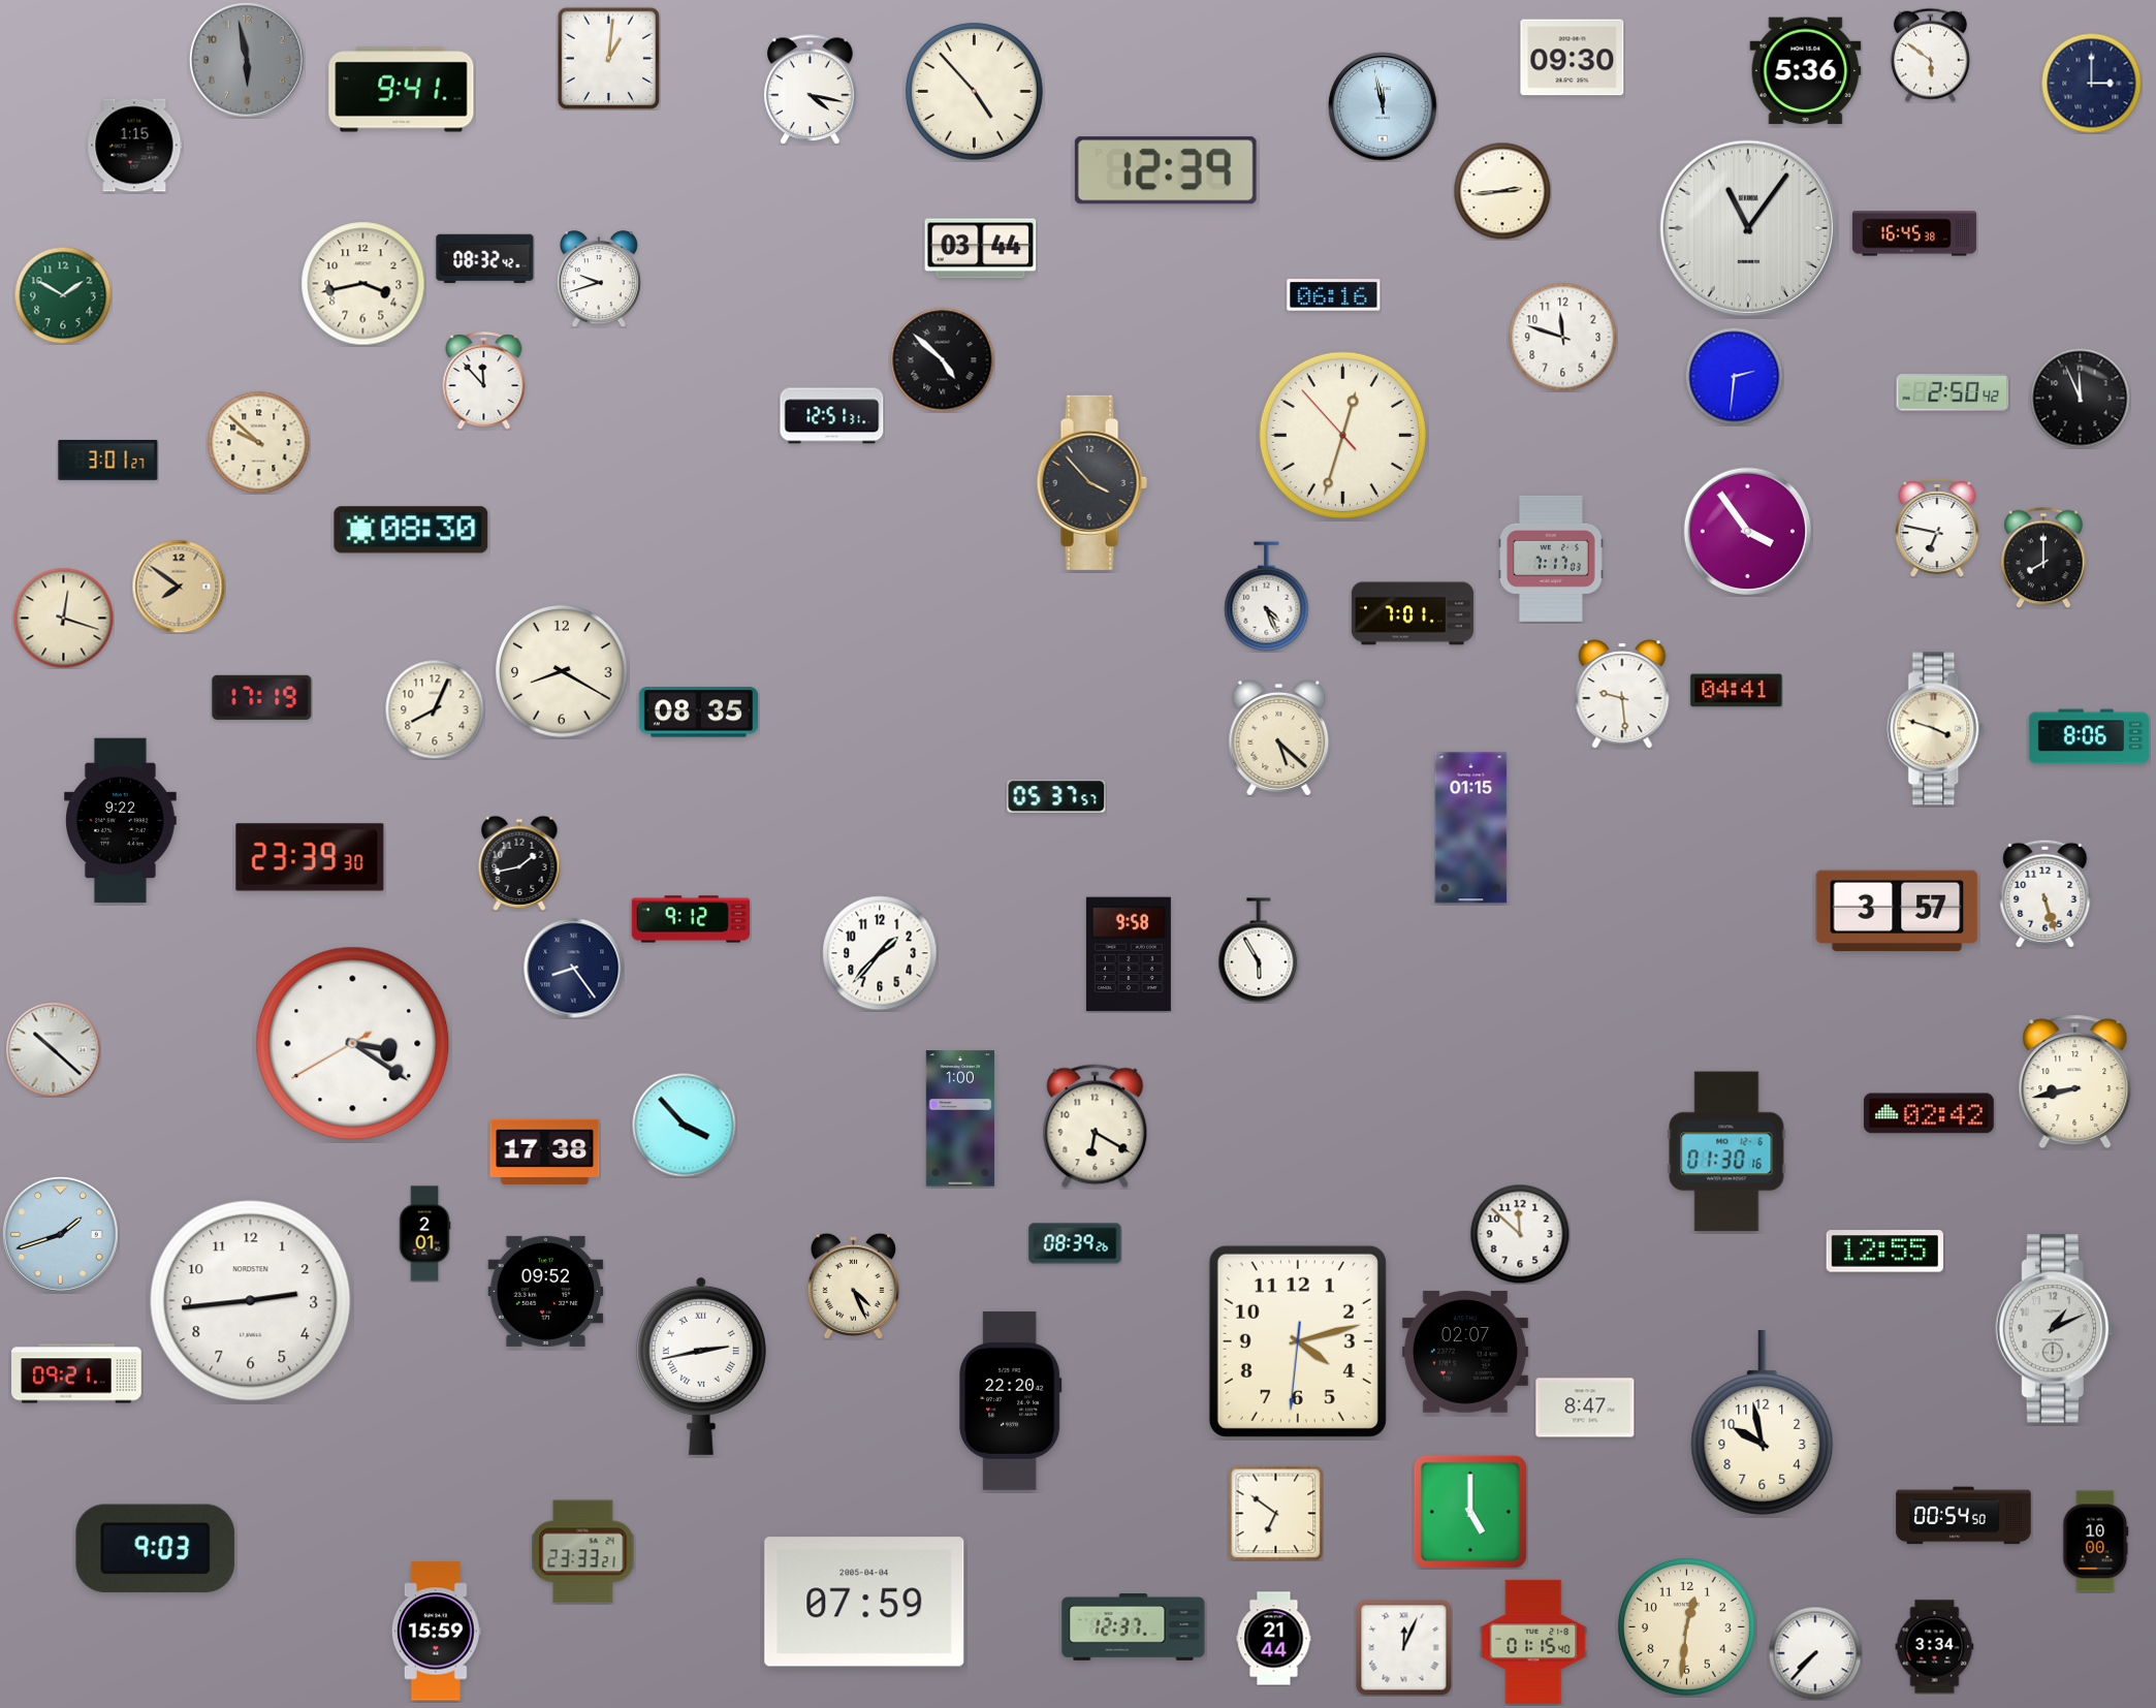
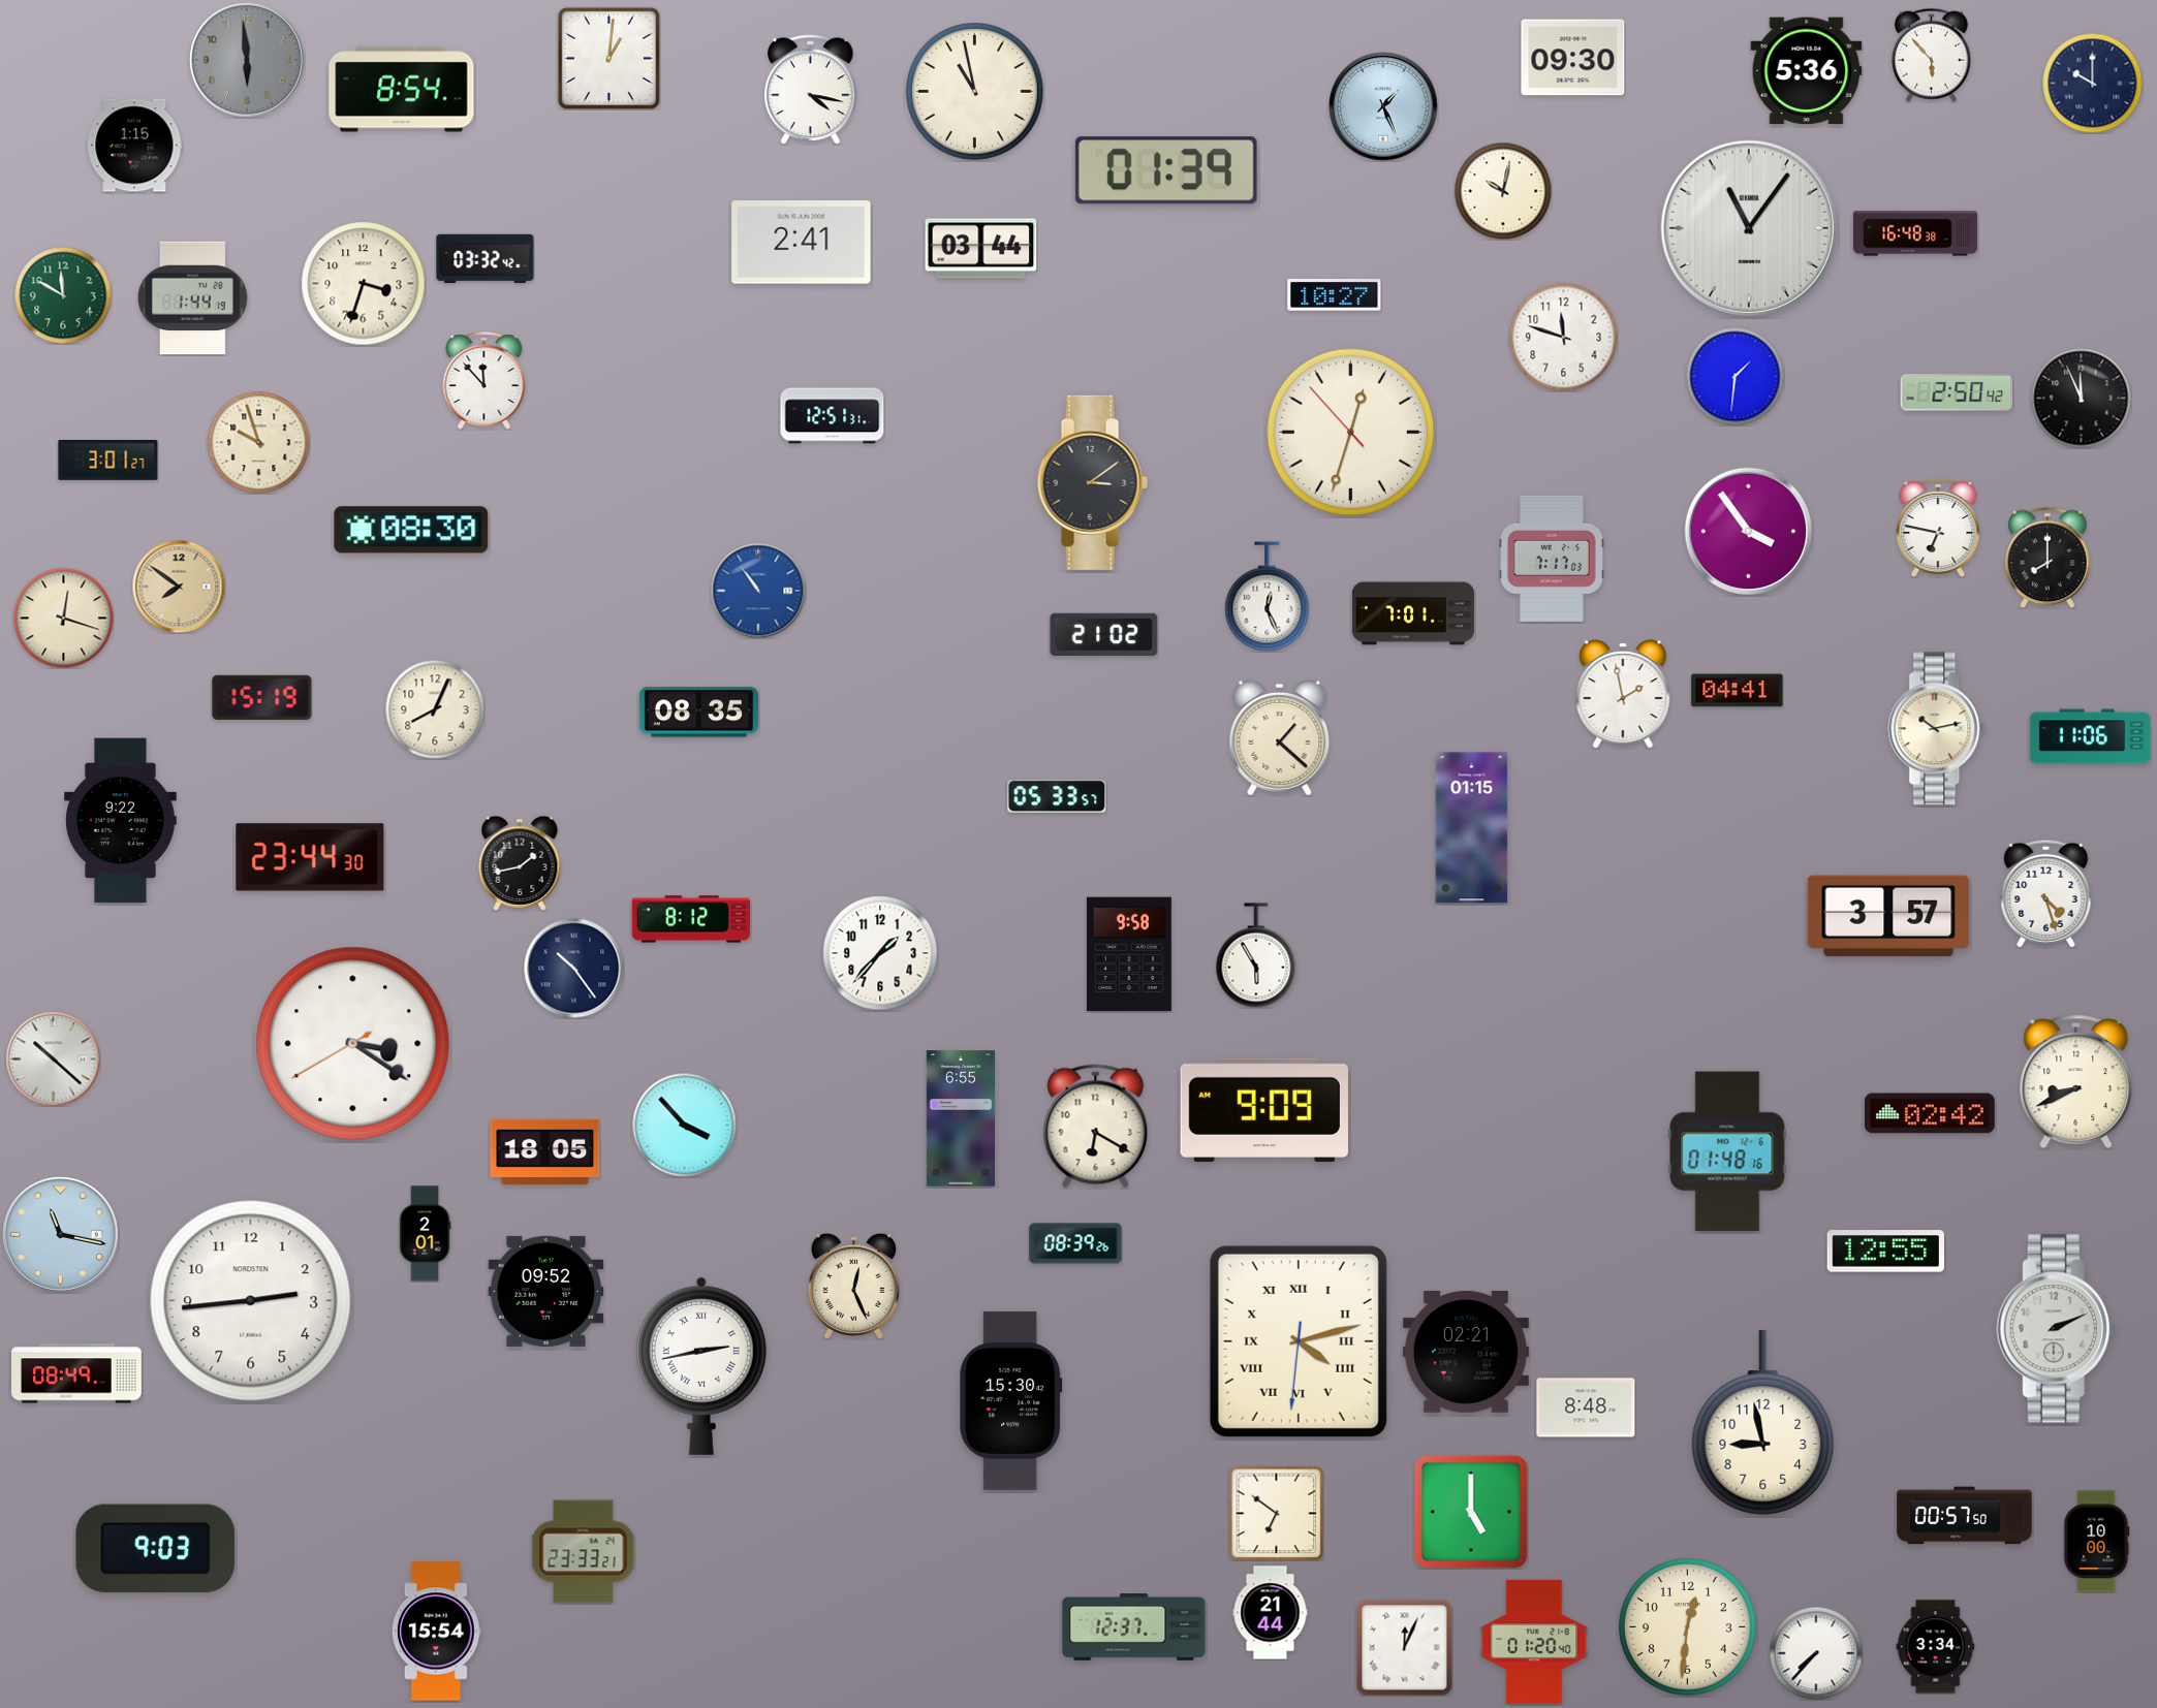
clock at (1930, 55): 5:51 -> 5:53
clock at (248, 61): 5:58 -> 5:59
clock at (2091, 83): 3:00 -> 10:00
clock at (402, 90): 9:41 -> 8:54
clock at (974, 91): 4:53 -> 10:58
clock at (1383, 106): 11:58 -> 1:26
clock at (1166, 170): 12:39 -> 01:39
clock at (1502, 191): 2:44 -> 10:02
clock at (1914, 233): 16:45 -> 16:48
clock at (802, 243): none -> 2:41
clock at (485, 259): 08:32 -> 03:32
clock at (599, 279): 9:42 -> none
clock at (363, 284): 3:43 -> 3:33
clock at (63, 295): 1:50 -> 11:50
clock at (1334, 295): 06:16 -> 10:27
clock at (192, 298): none -> 1:44
clock at (943, 360): 4:52 -> none
clock at (1734, 376): 2:31 -> 1:31
clock at (1953, 392) position: (1953, 392) -> (1957, 392)
clock at (1342, 435) position: (1342, 435) -> (1350, 432)
clock at (259, 443): 9:52 -> 9:57
clock at (1091, 482): 3:53 -> 3:09
clock at (2043, 558) position: (2043, 558) -> (2047, 558)
clock at (758, 591): none -> 10:54
clock at (1267, 597): 4:26 -> 12:26
clock at (1104, 634): none -> 21:02
clock at (562, 671): 8:20 -> none
clock at (1622, 694): 9:29 -> 1:58
clock at (262, 697): 17:19 -> 15:19
clock at (1936, 729): 3:48 -> 10:13
clock at (2089, 736): 8:06 -> 11:06
clock at (1279, 738): 5:22 -> 1:22
clock at (1056, 796): 05:37 -> 05:33
clock at (310, 857): 23:39 -> 23:44
clock at (2046, 893): 5:27 -> 4:27
clock at (1897, 911) position: (1897, 911) -> (1888, 916)
clock at (690, 919): 9:12 -> 8:12
clock at (1259, 950) position: (1259, 950) -> (1256, 955)
clock at (574, 969): 8:24 -> 10:24
clock at (53, 1049) position: (53, 1049) -> (53, 1058)
clock at (2075, 1082): 8:43 -> 8:41
clock at (1264, 1109): none -> 9:09
clock at (959, 1118): 1:00 -> 6:55
clock at (545, 1151): 17:38 -> 18:05
clock at (1726, 1151): 01:30 -> 01:48
clock at (60, 1234): 1:42 -> 11:17
clock at (1520, 1234): 11:52 -> none
clock at (853, 1286): 4:26 -> 12:26
clock at (2055, 1329): 1:11 -> 2:11
clock at (1298, 1341) numerals: Arabic -> Roman
clock at (1465, 1353): 02:07 -> 02:21
clock at (77, 1373): 09:21 -> 08:49
clock at (1011, 1400): 22:20 -> 15:30
clock at (1585, 1407): 8:47 -> 8:48
clock at (1763, 1423): 9:58 -> 8:58
clock at (1964, 1516): 00:54 -> 00:57
clock at (864, 1602): 07:59 -> none
clock at (436, 1632): 15:59 -> 15:54
clock at (1274, 1639) position: (1274, 1639) -> (1271, 1613)
clock at (1533, 1642): 01:15 -> 01:20
